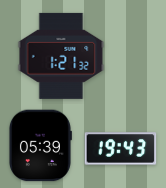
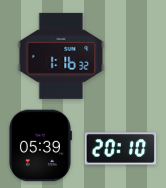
clock at (61, 56): 1:21 -> 1:16
clock at (121, 149): 19:43 -> 20:10
